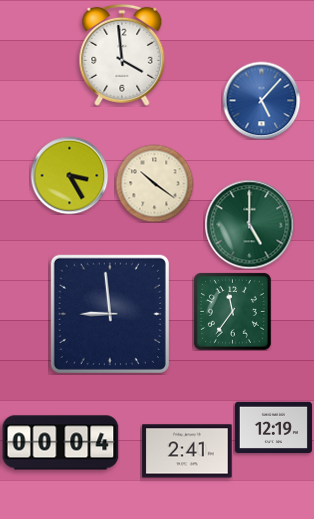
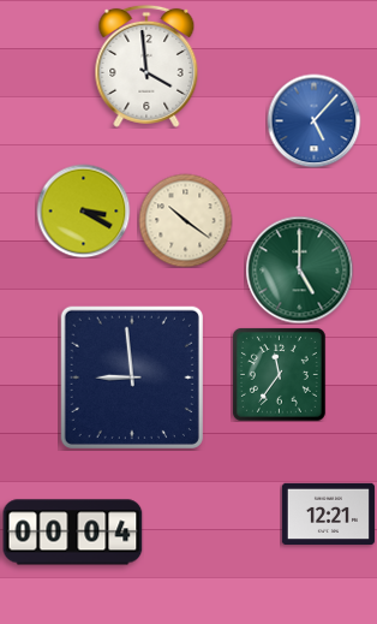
clock at (69, 175): 3:25 -> 3:20
clock at (273, 427): 12:19 -> 12:21
clock at (187, 451): 2:41 -> none
